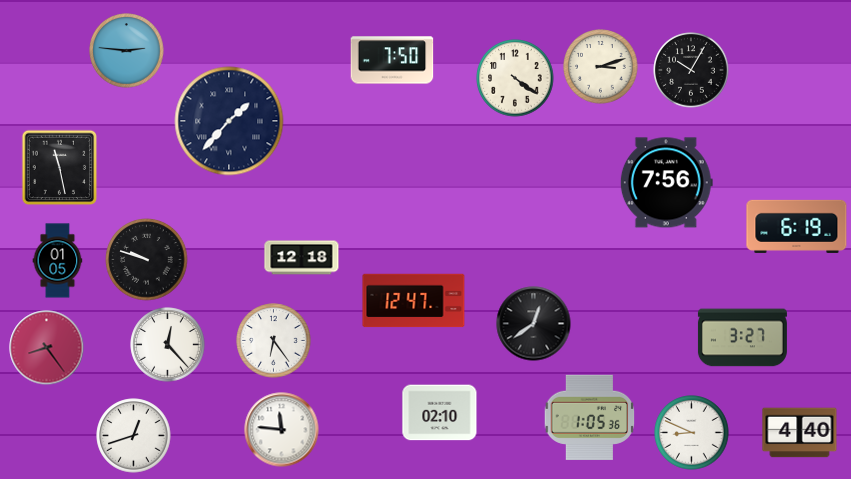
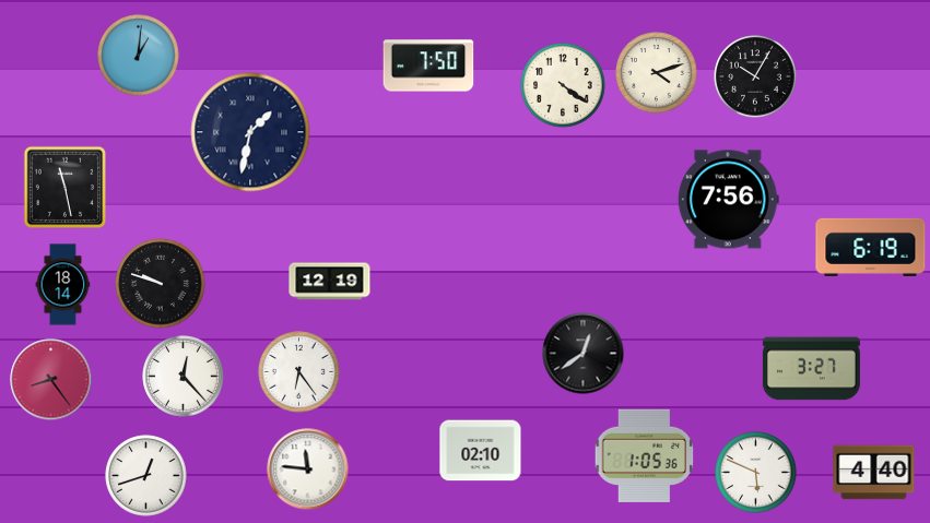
clock at (127, 51): 2:46 -> 1:01
clock at (601, 67): 3:12 -> 4:12
clock at (229, 121): 1:37 -> 1:32
clock at (60, 168) position: (60, 168) -> (66, 188)
clock at (302, 258): 12:18 -> 12:19
clock at (58, 261): 01:05 -> 18:14
clock at (414, 301): 12:47 -> none
clock at (692, 433): 8:49 -> 5:49
